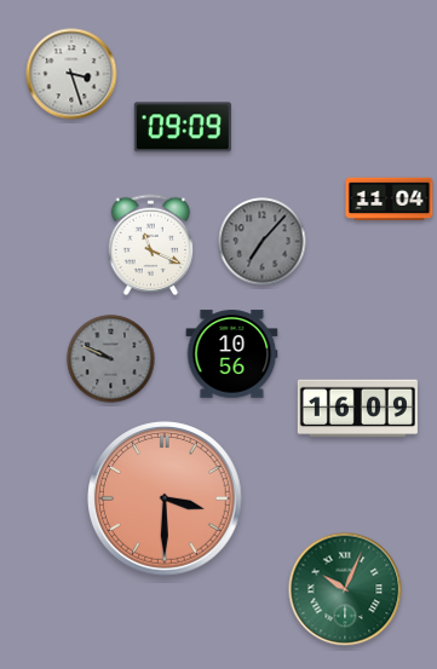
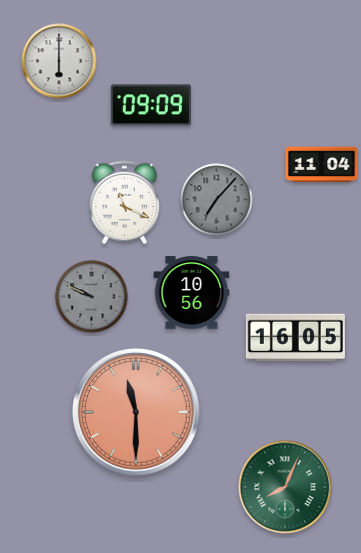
clock at (71, 74): 3:27 -> 6:00
clock at (357, 409): 16:09 -> 16:05
clock at (165, 498): 3:30 -> 11:30
clock at (345, 589): 10:04 -> 8:04
